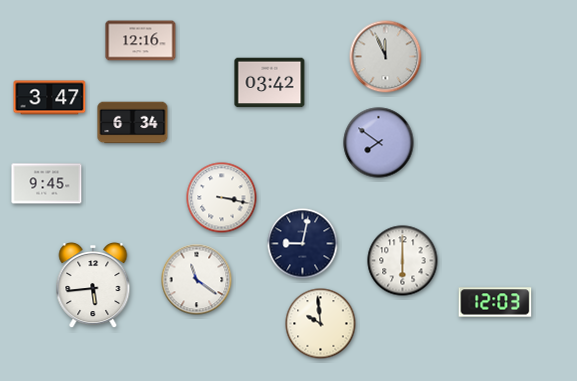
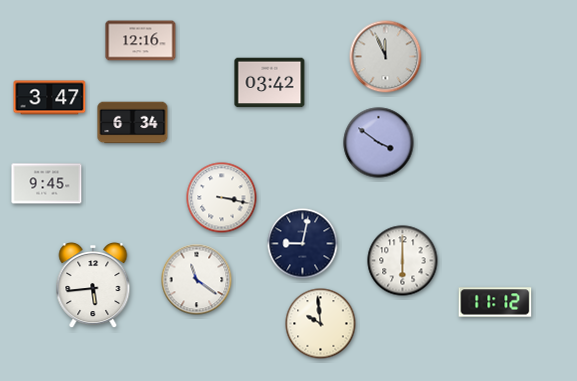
clock at (379, 143): 7:51 -> 3:51
clock at (495, 302): 12:03 -> 11:12
